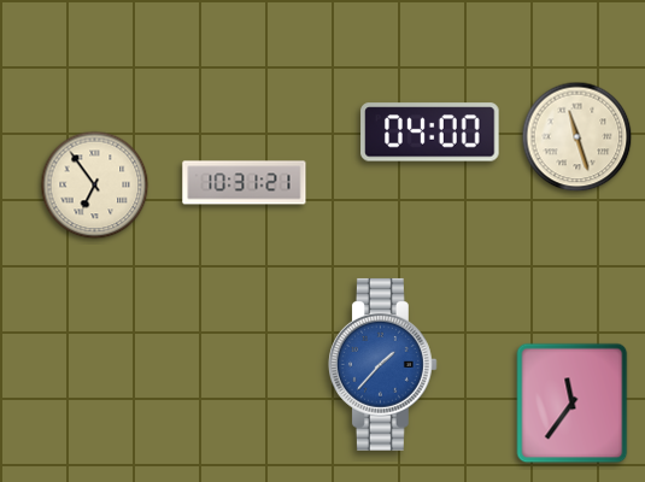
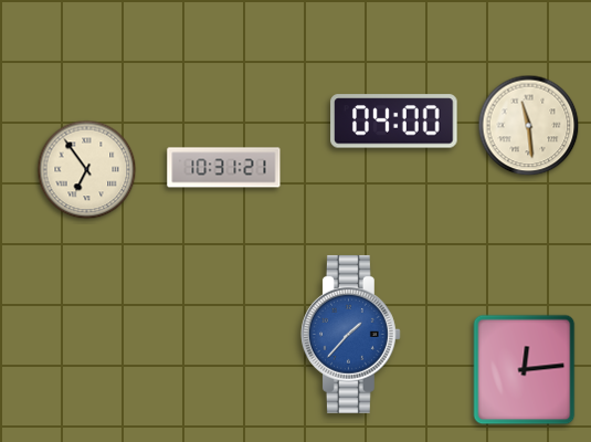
clock at (577, 137): 11:27 -> 11:29
clock at (573, 404): 11:36 -> 12:14
